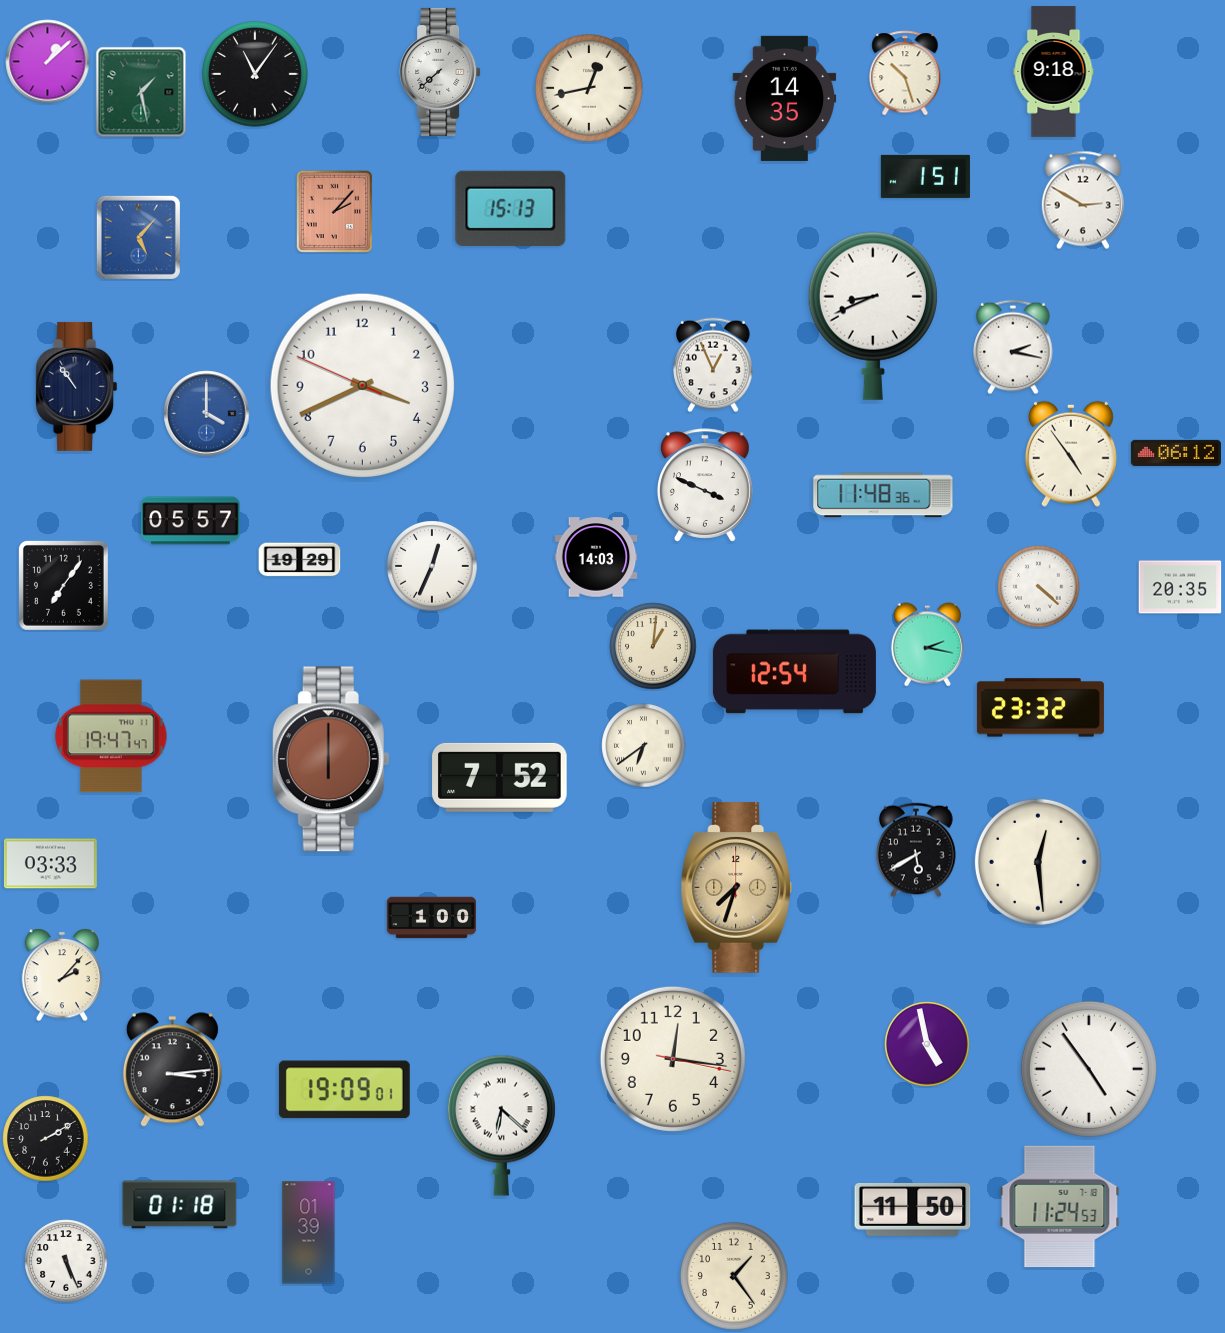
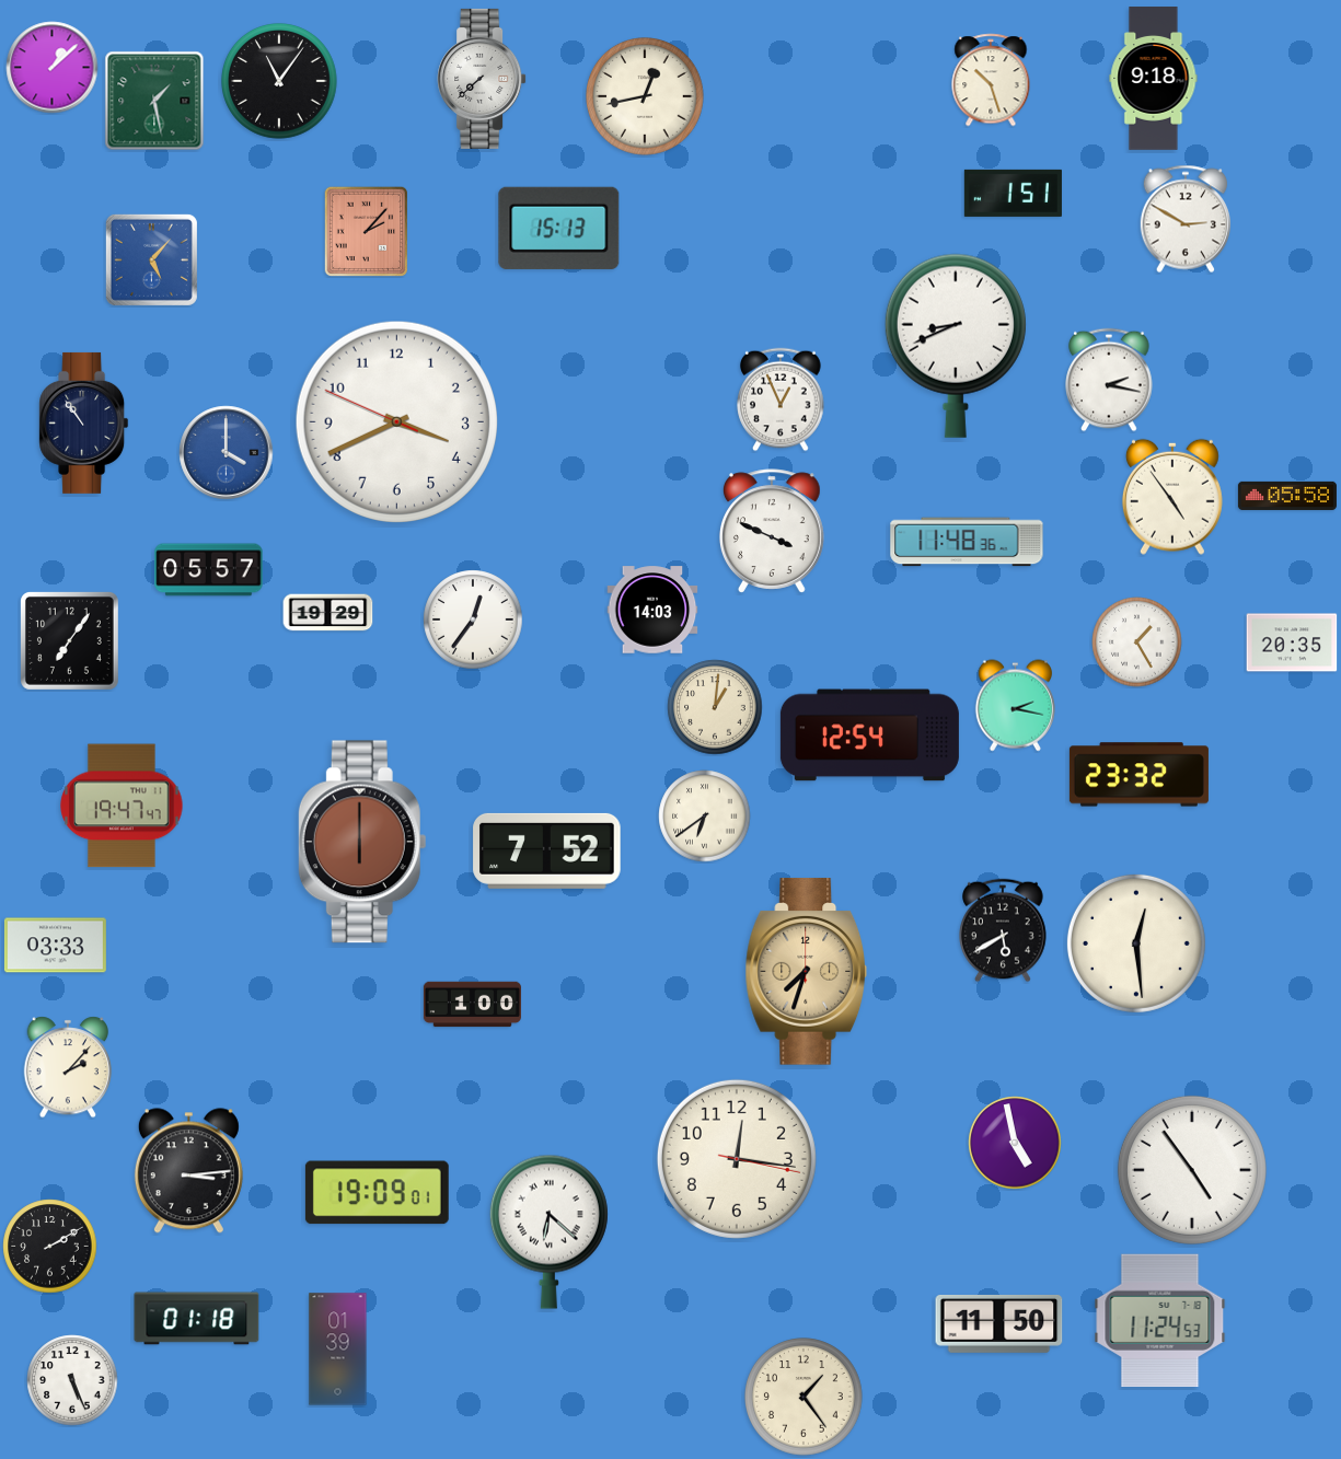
clock at (785, 98): 14:35 -> none
clock at (1176, 453): 06:12 -> 05:58
clock at (432, 566): 12:34 -> 12:36
clock at (1039, 587): 4:22 -> 1:25
clock at (331, 759) position: (331, 759) -> (362, 842)
